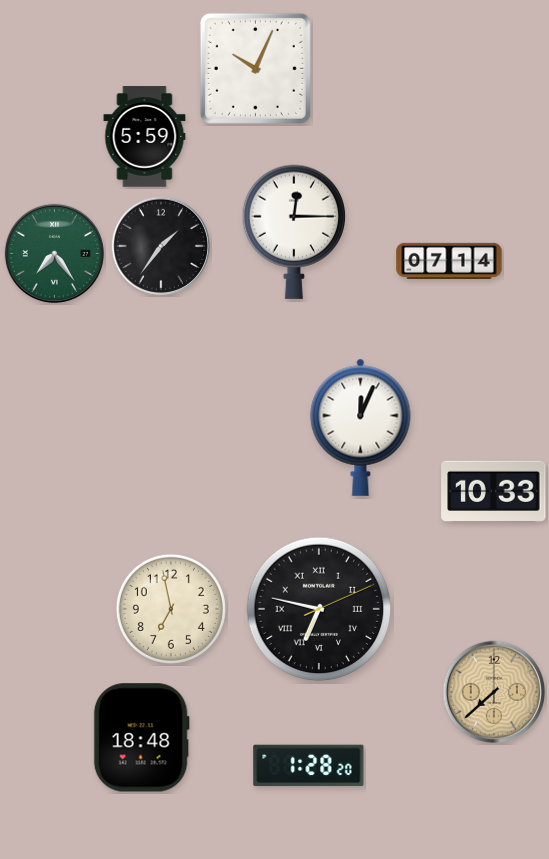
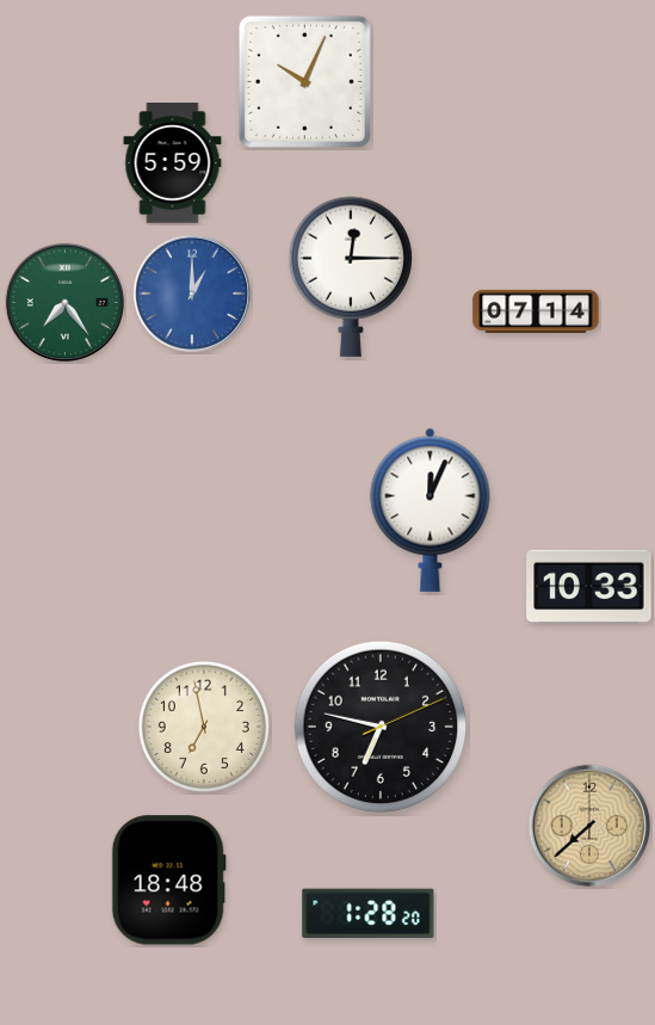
clock at (161, 246): 1:36 -> 1:00
clock at (161, 246) dial: black -> blue
clock at (319, 609) numerals: Roman -> Arabic
